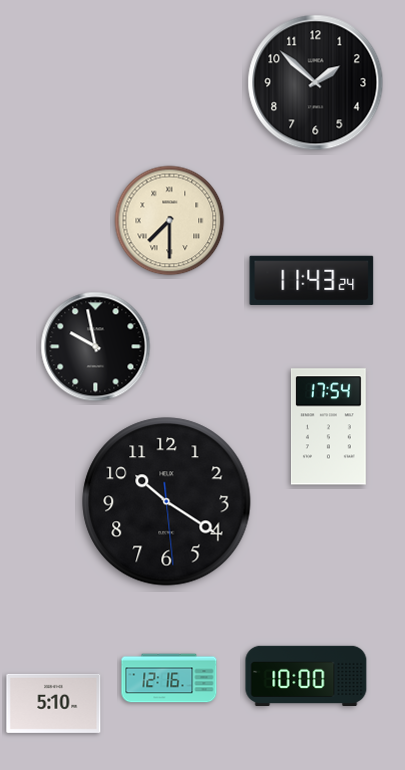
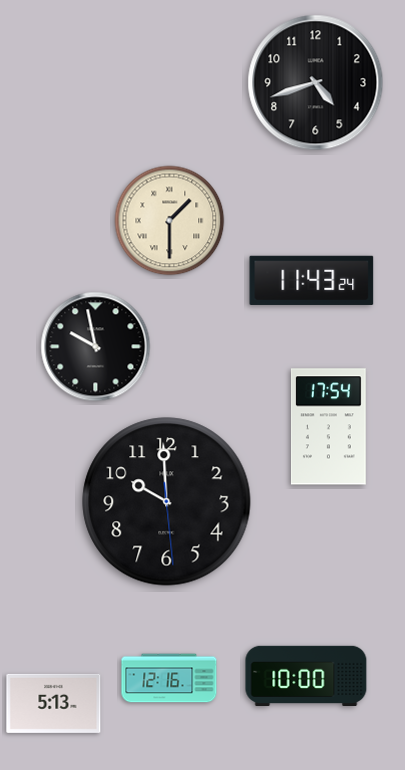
clock at (316, 83): 1:52 -> 4:42
clock at (170, 221): 7:30 -> 1:30
clock at (167, 502): 10:20 -> 9:59
clock at (54, 703): 5:10 -> 5:13
